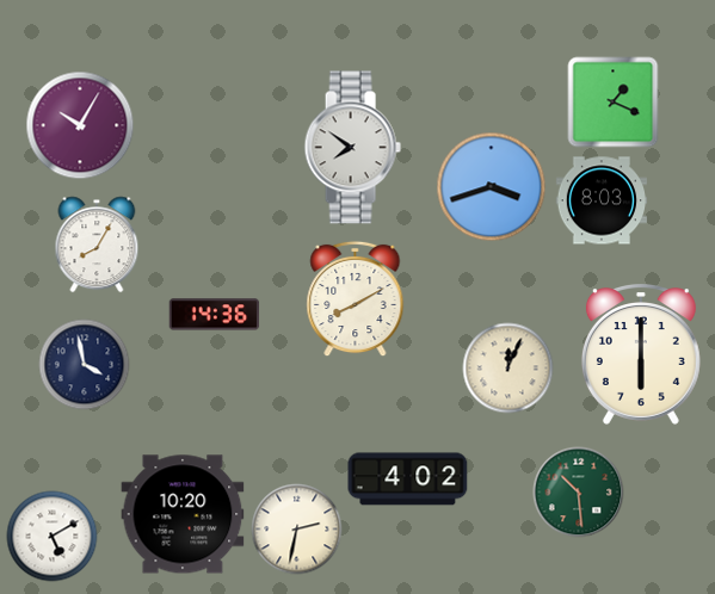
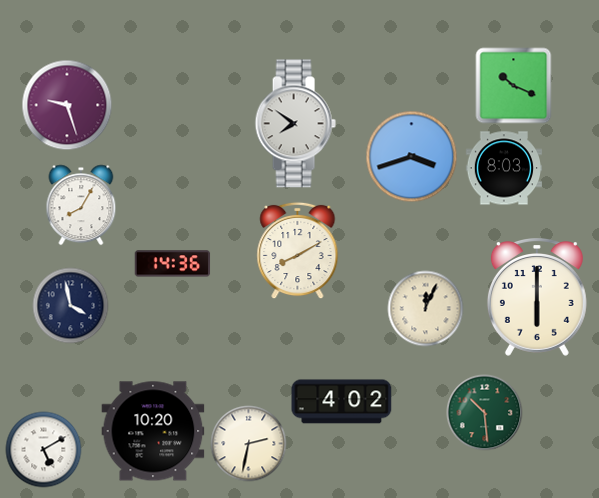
clock at (614, 103): 1:19 -> 10:19
clock at (80, 125): 10:05 -> 9:27
clock at (215, 315) position: (215, 315) -> (173, 264)
